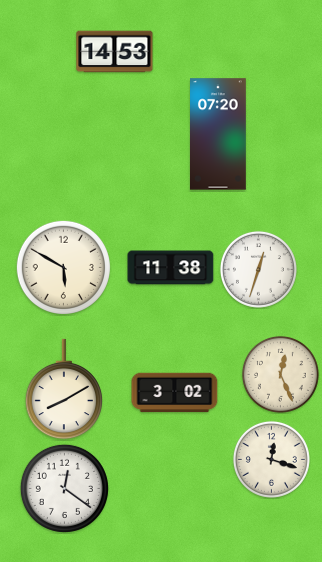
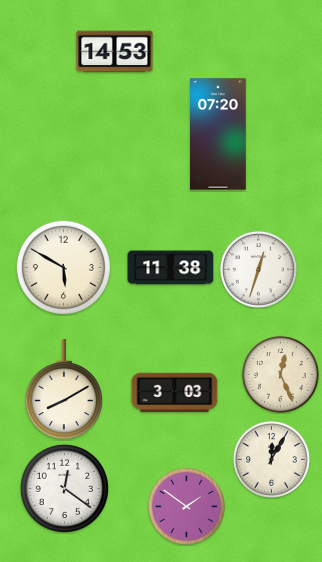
clock at (175, 393): 3:02 -> 3:03
clock at (271, 459): 12:18 -> 12:05
clock at (186, 506): none -> 1:51
